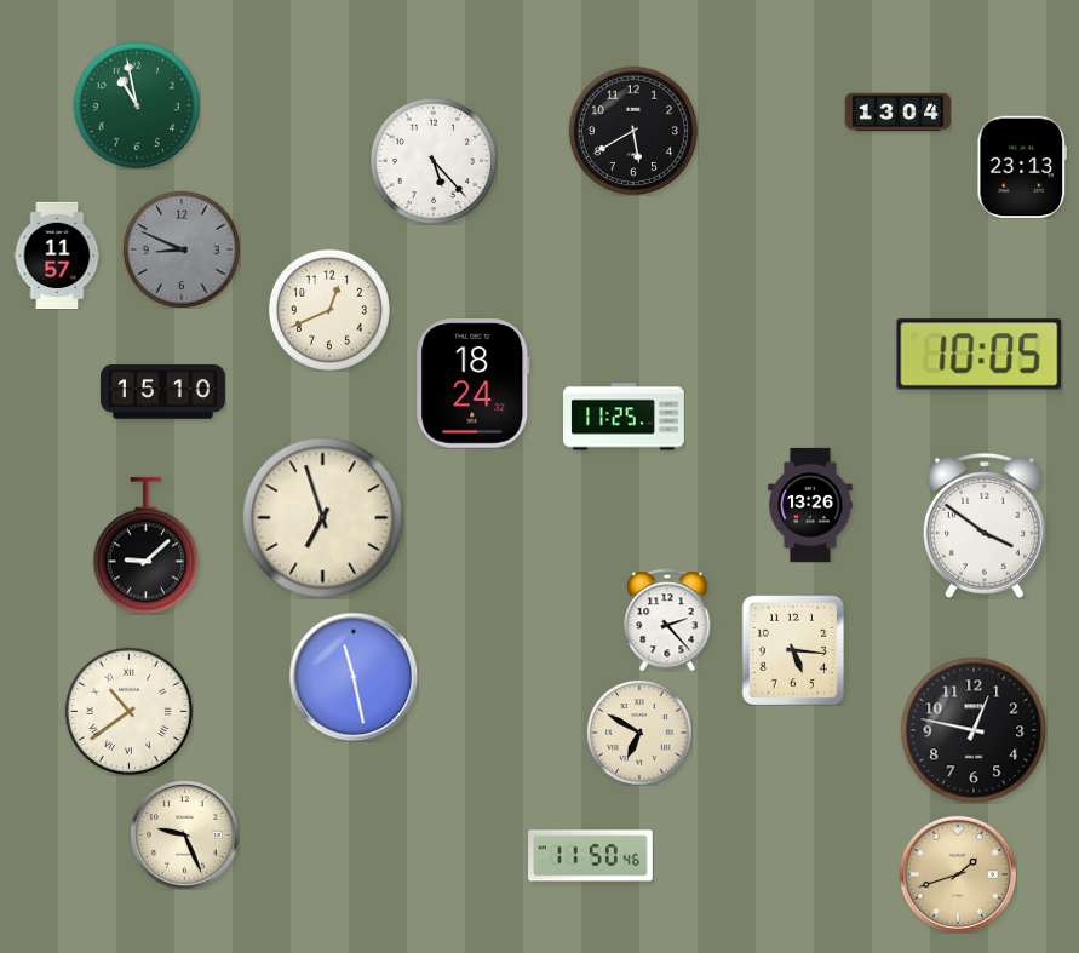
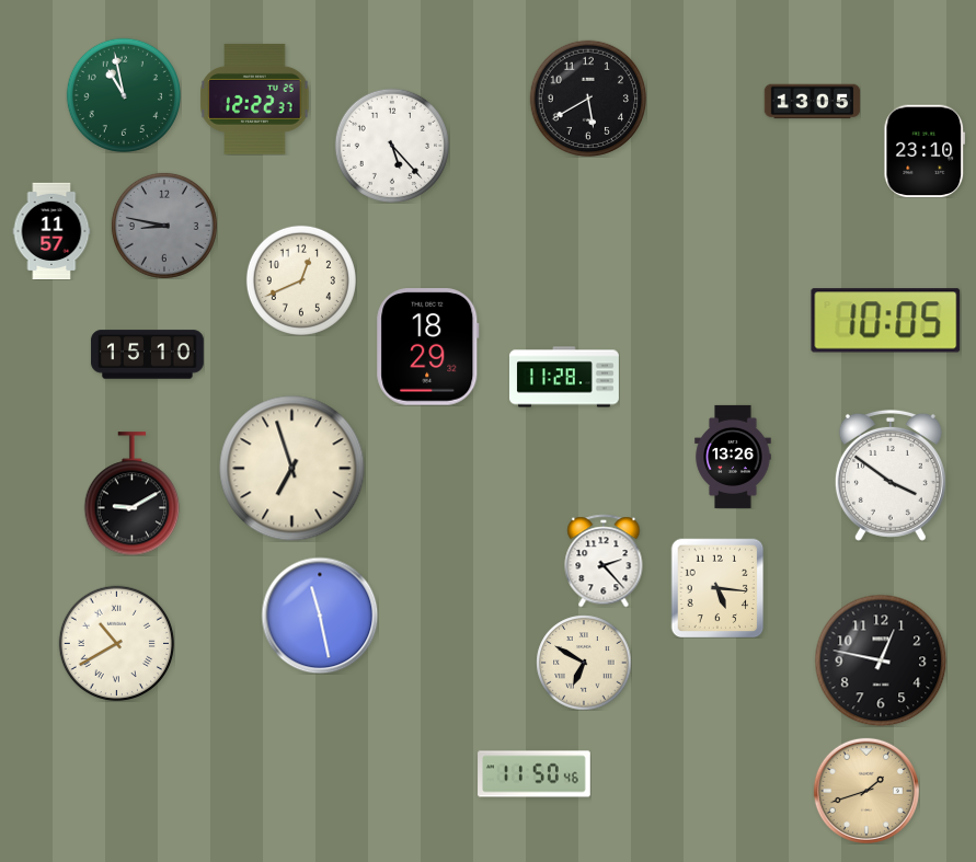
clock at (255, 99): none -> 12:22
clock at (897, 113): 13:04 -> 13:05
clock at (632, 130) position: (632, 130) -> (587, 97)
clock at (1022, 167): 23:13 -> 23:10
clock at (182, 249): 8:49 -> 8:47
clock at (329, 310) position: (329, 310) -> (301, 280)
clock at (474, 384): 18:24 -> 18:29
clock at (625, 417): 11:25 -> 11:28
clock at (147, 546): 9:08 -> 9:10
clock at (354, 677) position: (354, 677) -> (320, 616)
clock at (128, 711): 10:39 -> 10:40
clock at (639, 733) position: (639, 733) -> (584, 663)
clock at (184, 834): 9:26 -> none
